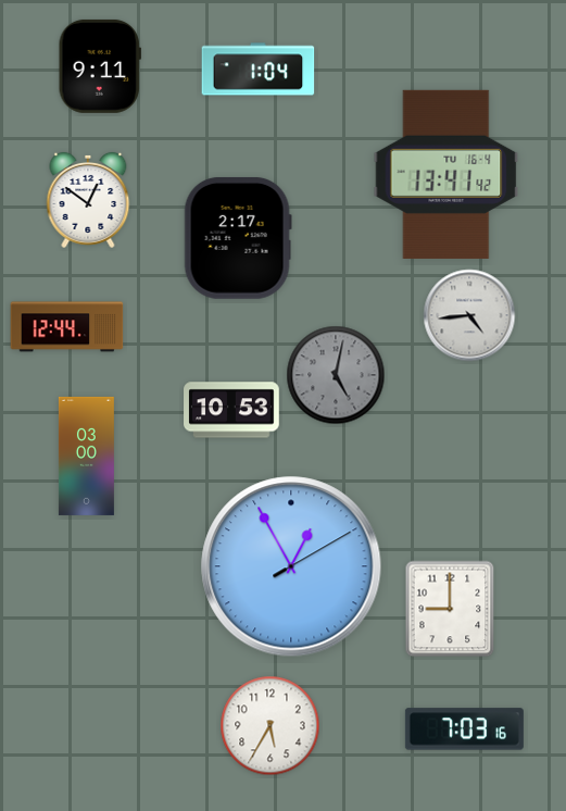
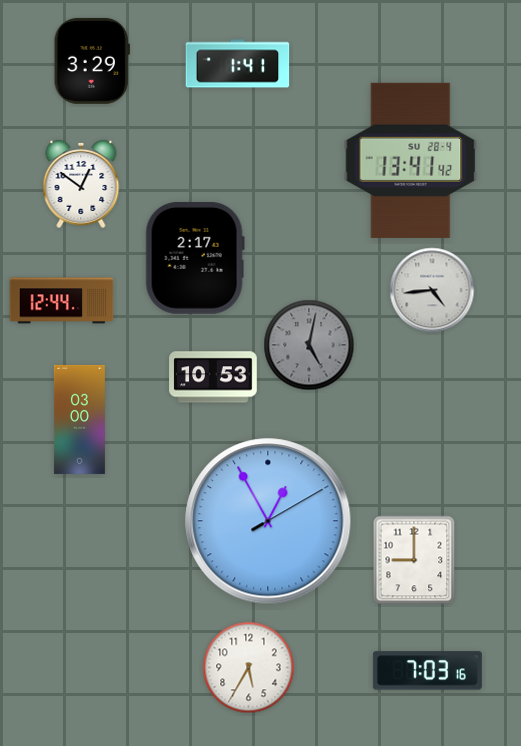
clock at (100, 66): 9:11 -> 3:29
clock at (259, 70): 1:04 -> 1:41
clock at (446, 174) date: TU 16-4 -> SU 28-4
clock at (238, 238) position: (238, 238) -> (195, 258)
